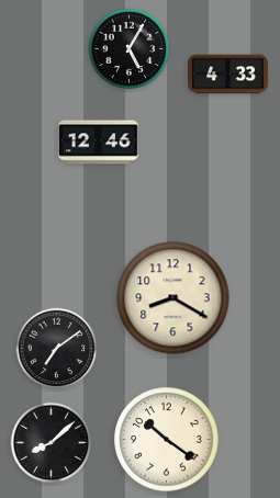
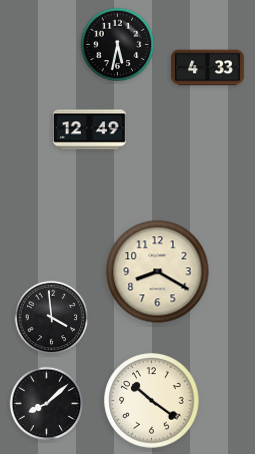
clock at (130, 49): 5:05 -> 5:32
clock at (98, 143): 12:46 -> 12:49
clock at (57, 349): 7:09 -> 3:59
